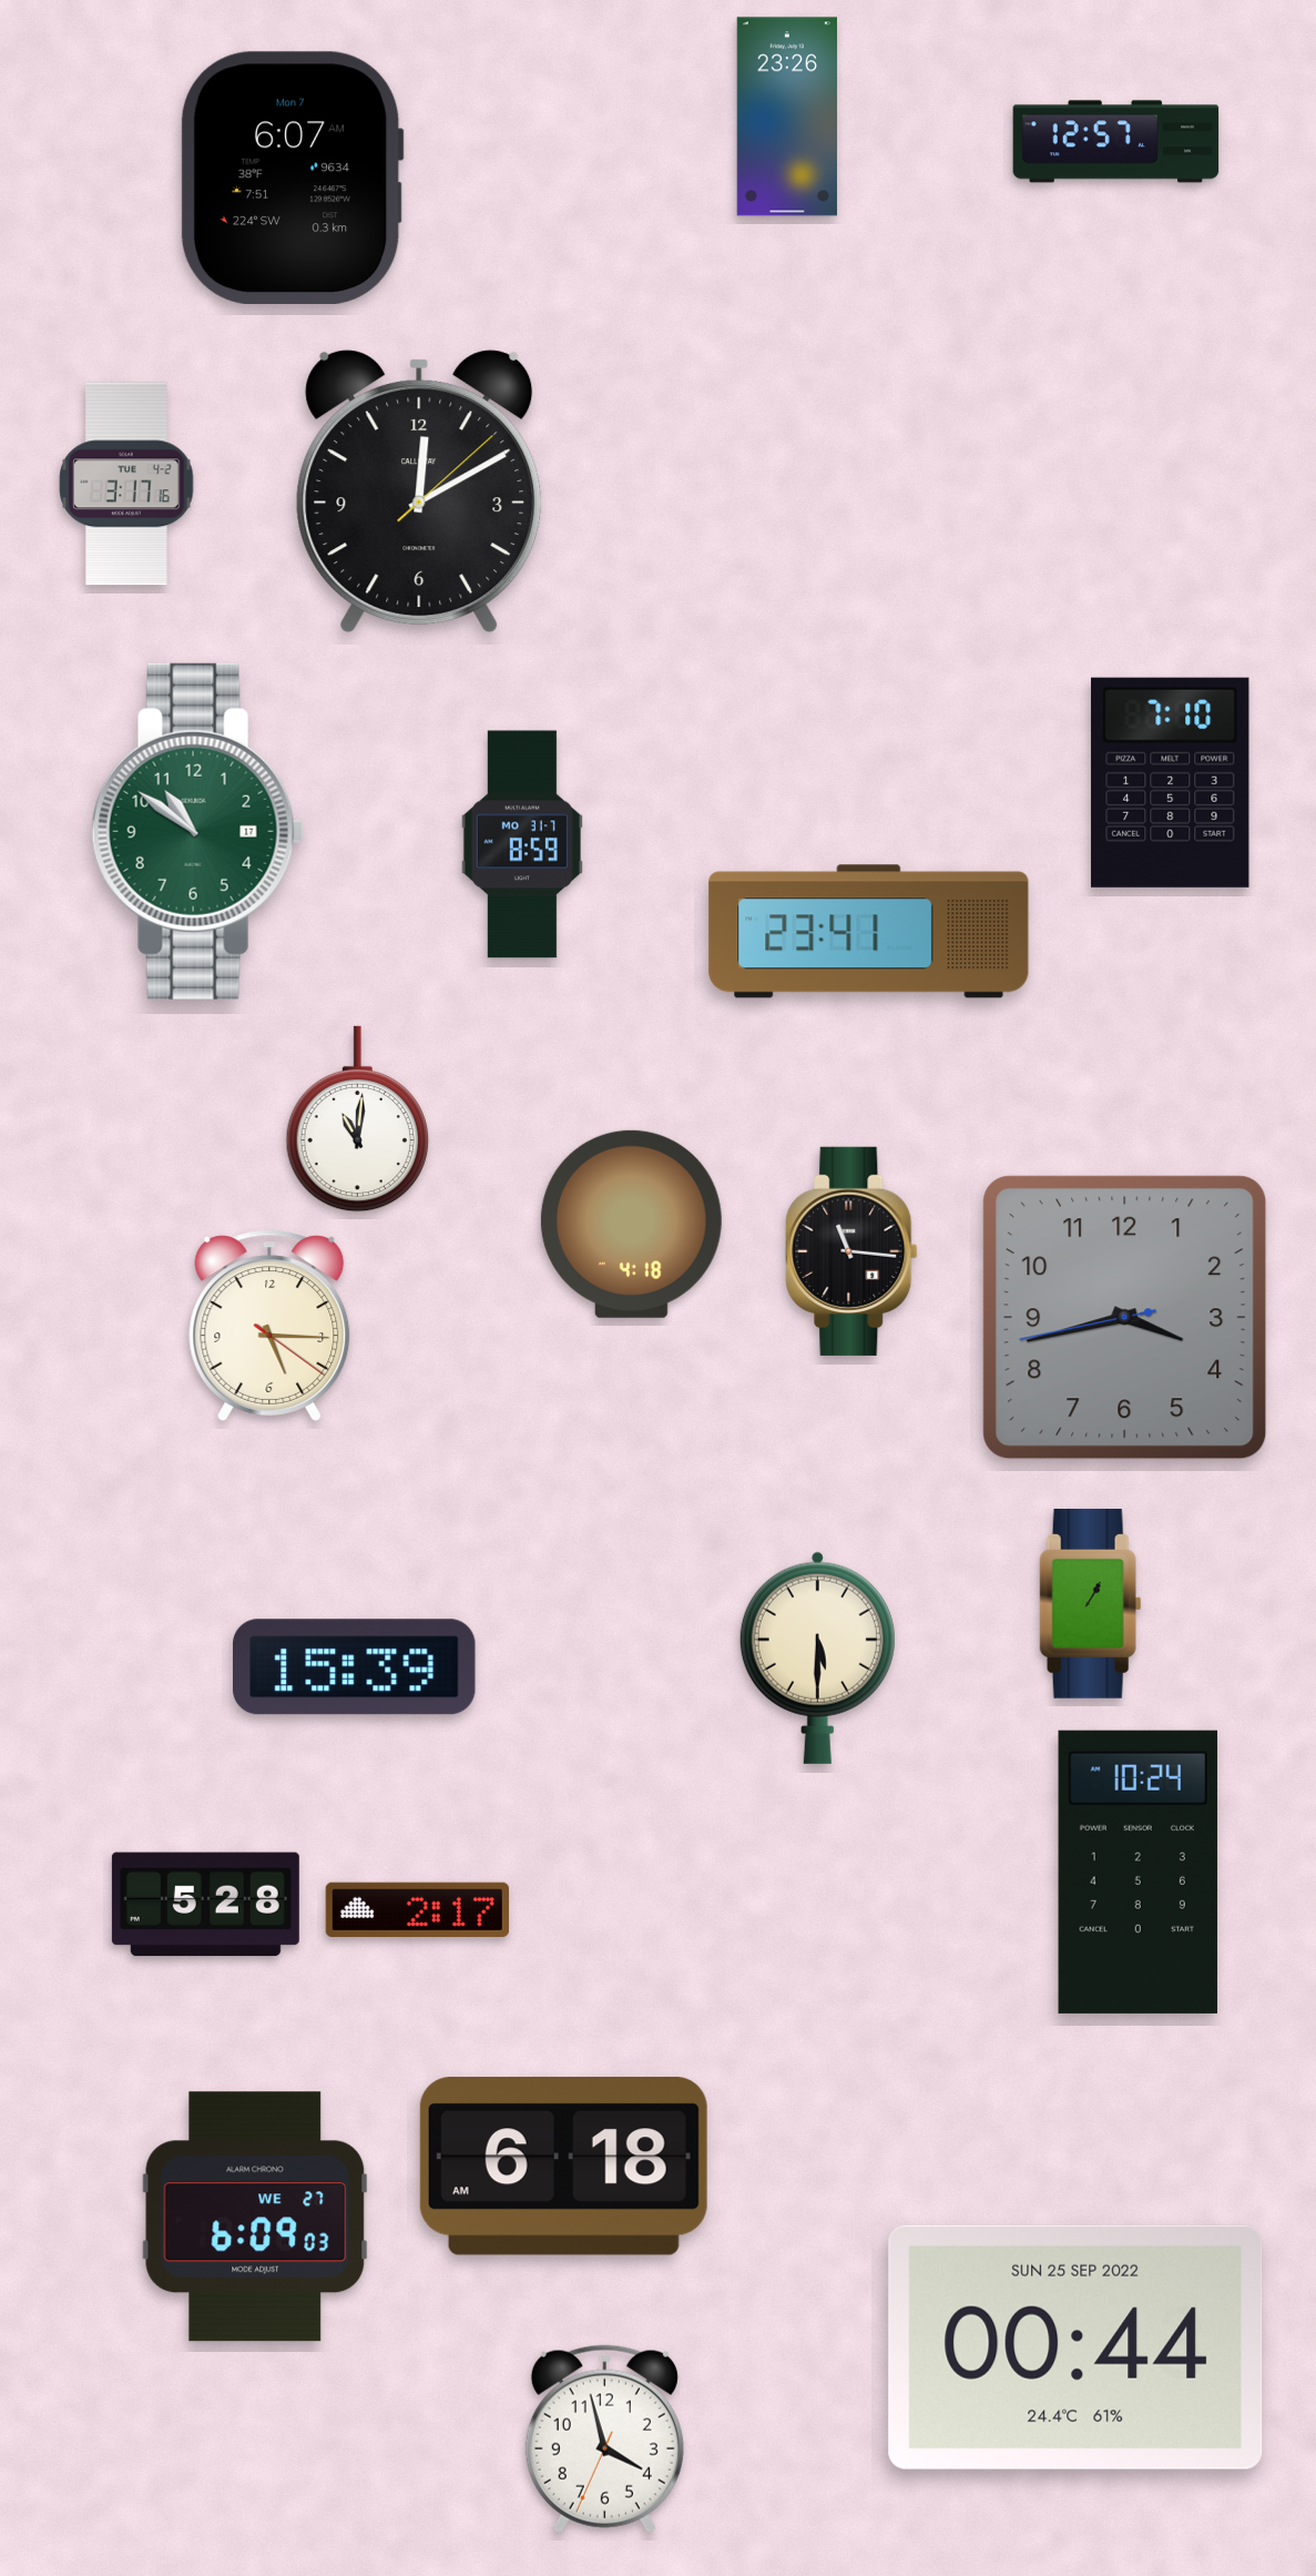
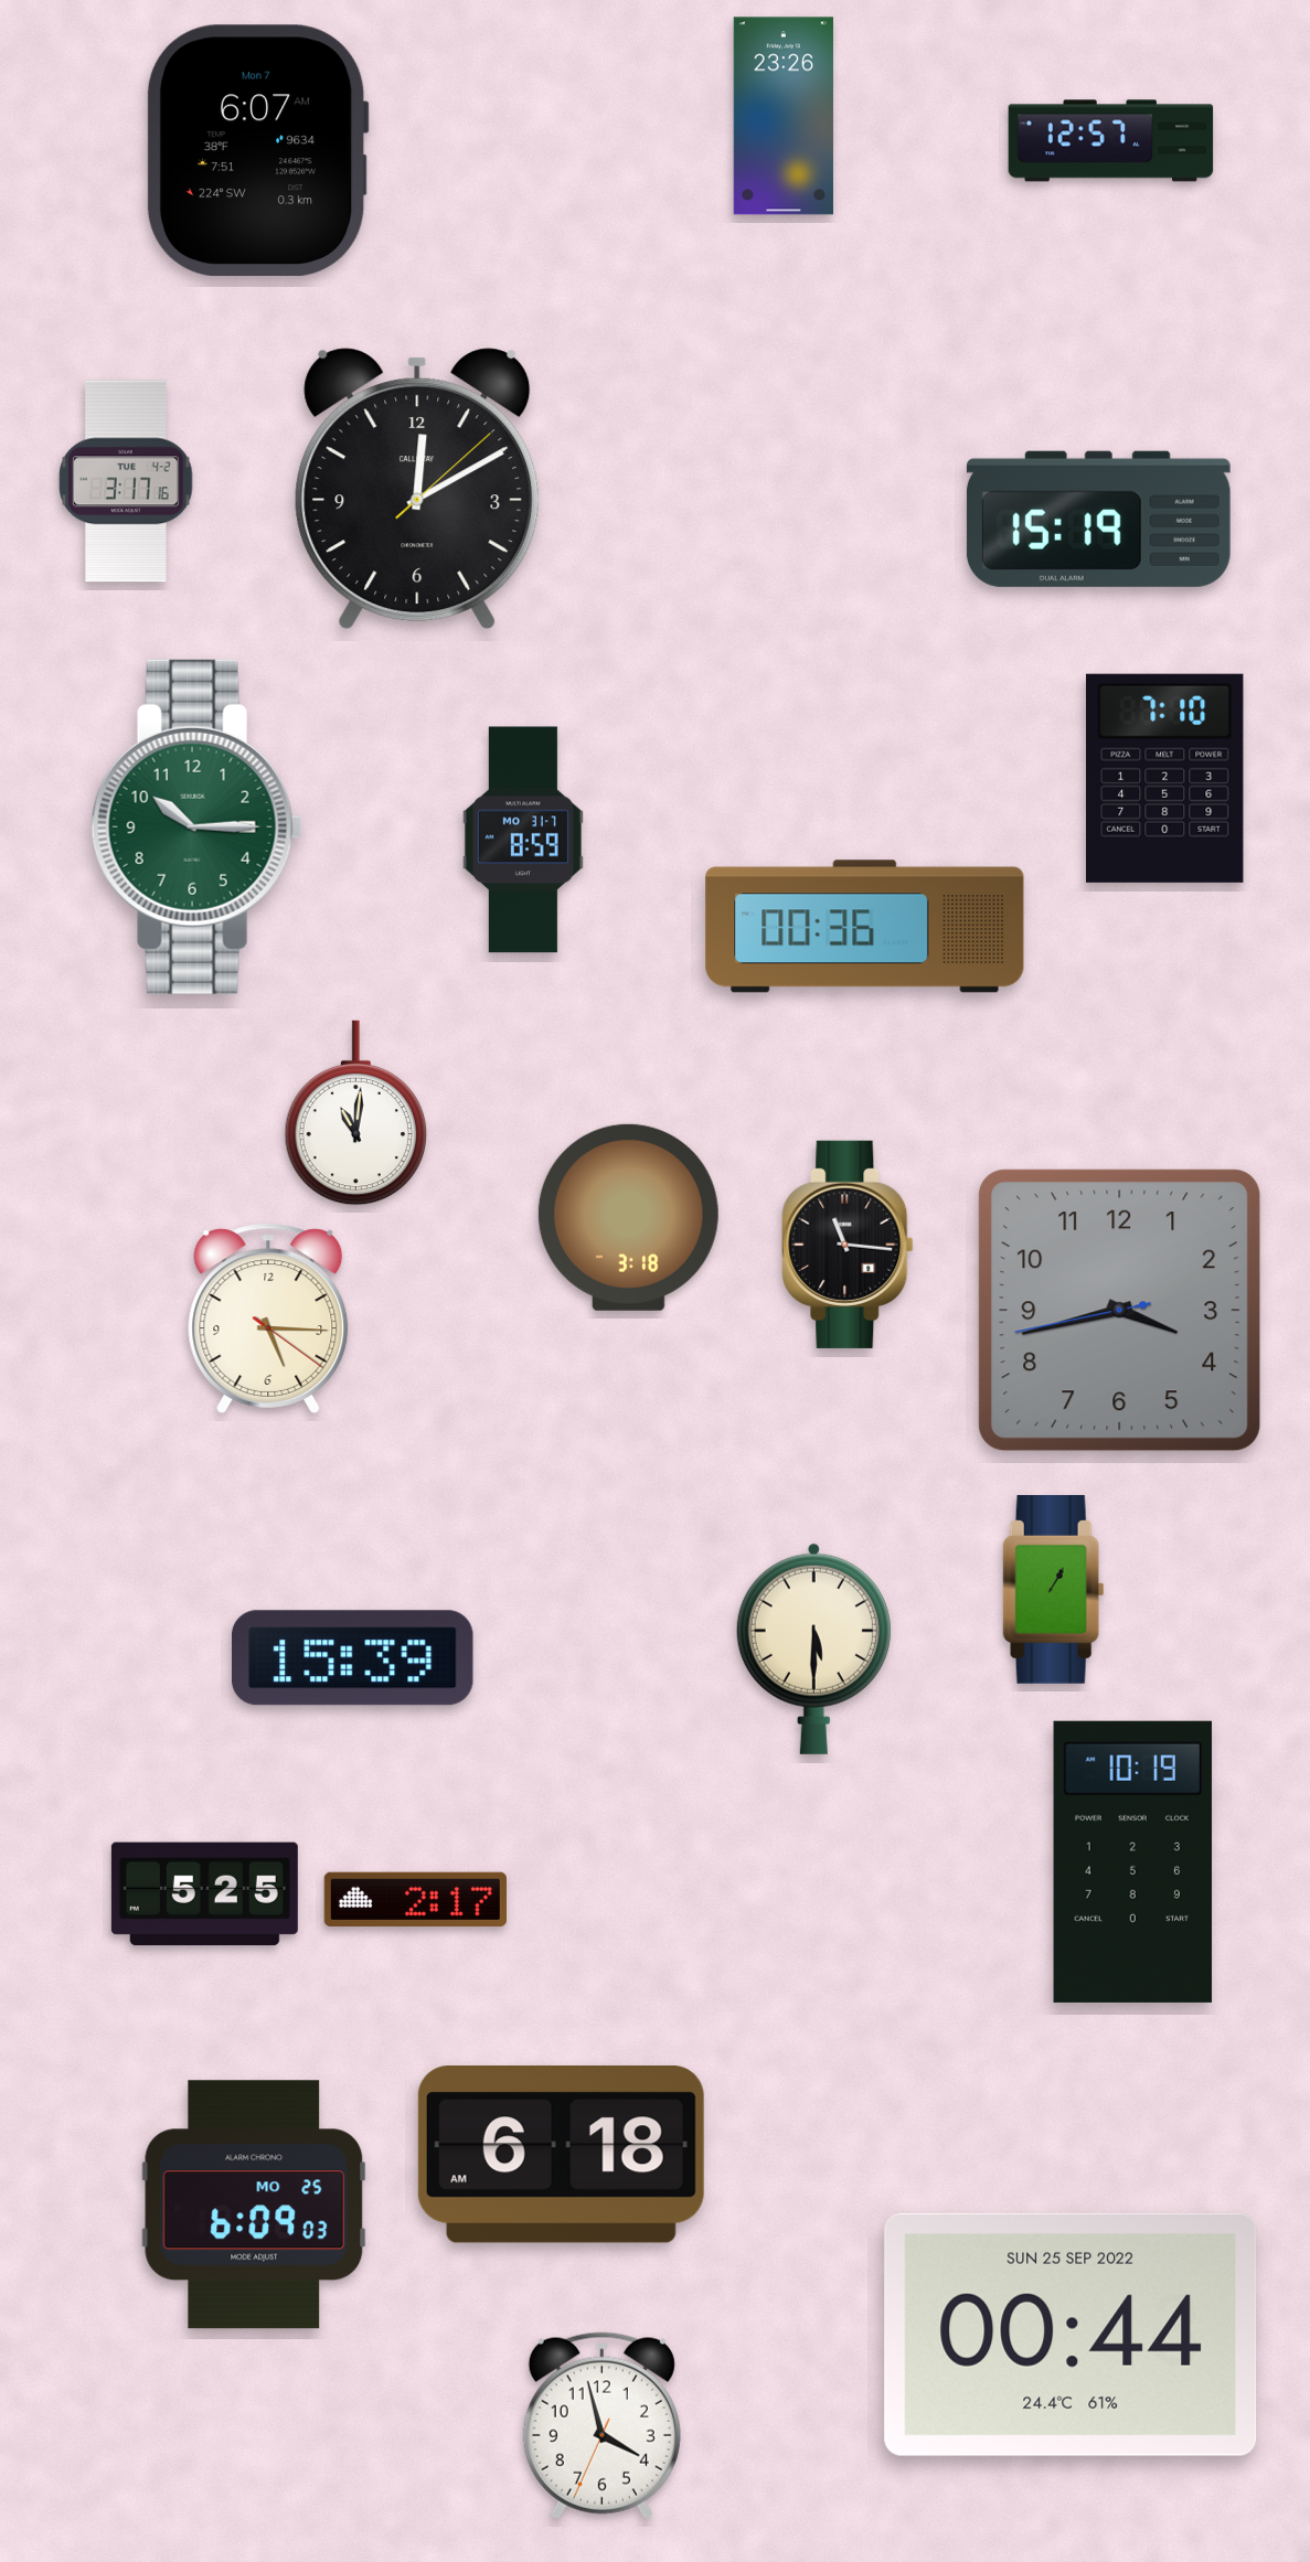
clock at (292, 178) position: (292, 178) -> (257, 150)
clock at (1098, 519): none -> 15:19
clock at (197, 831): 10:51 -> 10:15
clock at (522, 844) position: (522, 844) -> (523, 840)
clock at (869, 932): 23:41 -> 00:36
clock at (631, 1224): 4:18 -> 3:18
clock at (1091, 1603) position: (1091, 1603) -> (1054, 1589)
clock at (1138, 1872): 10:24 -> 10:19
clock at (205, 1905): 5:28 -> 5:25
clock at (255, 2217) date: WE 27 -> MO 25
